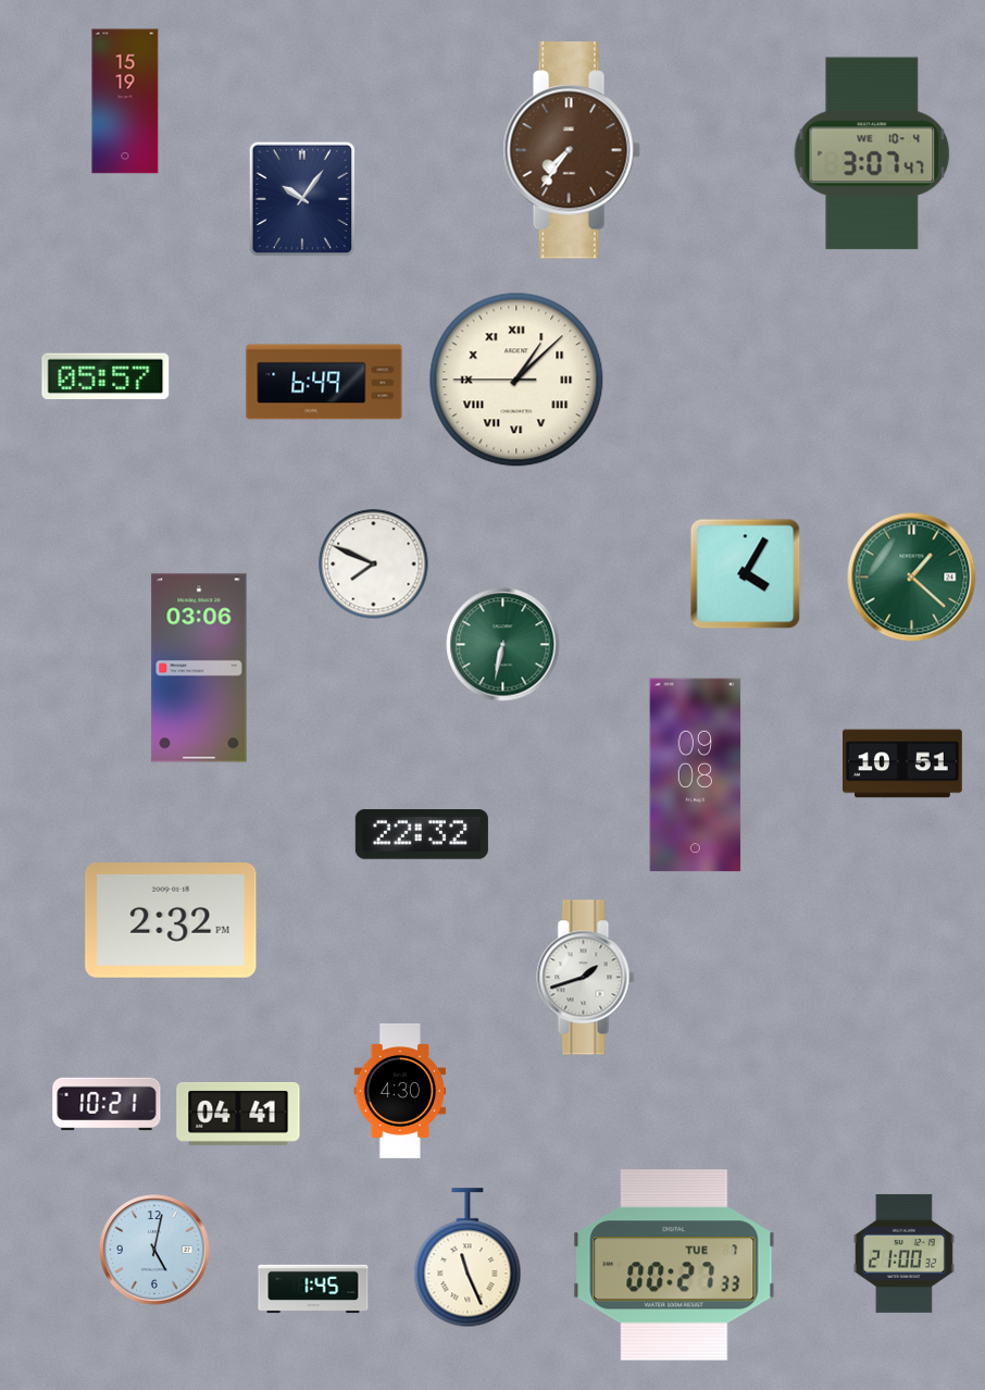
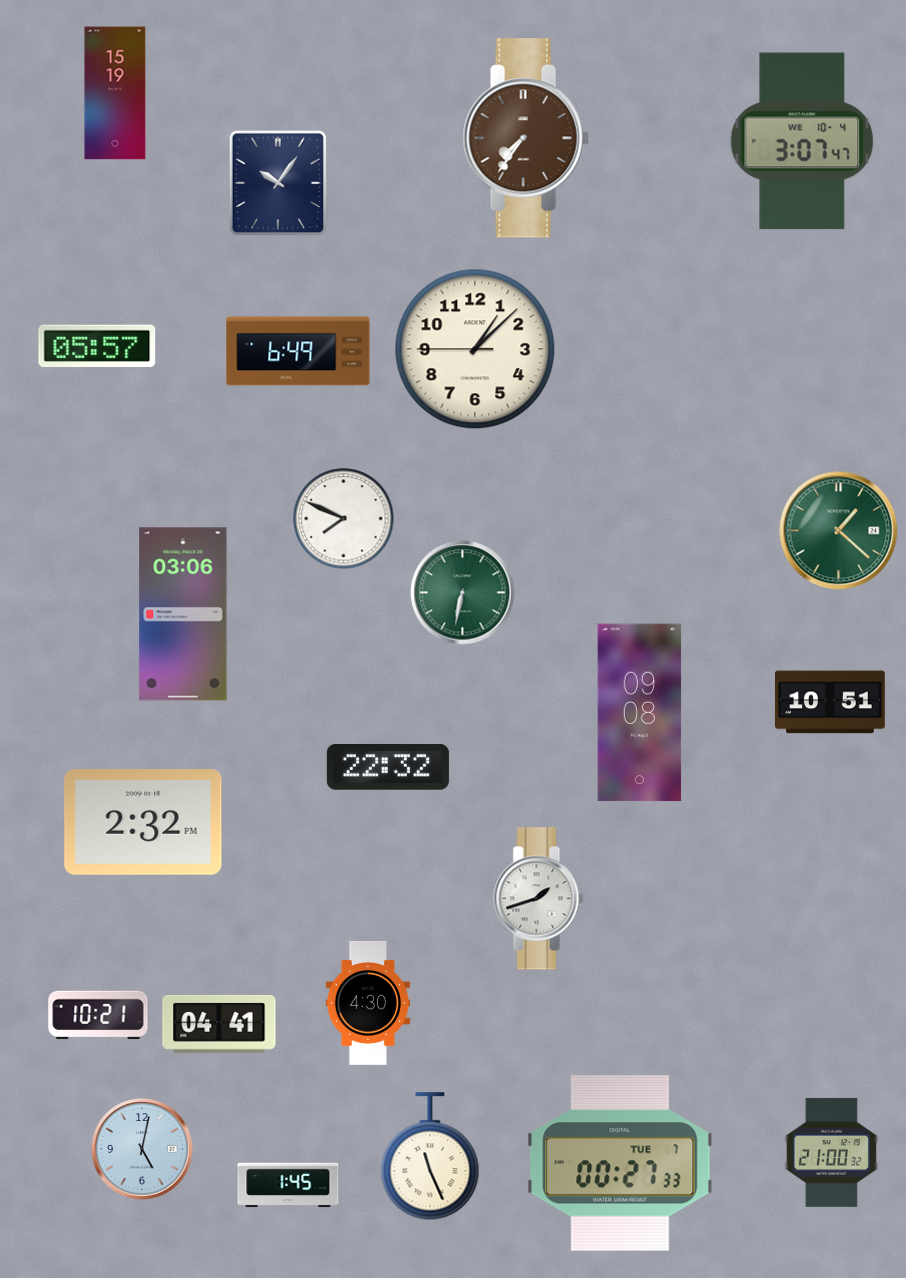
clock at (516, 380) numerals: Roman -> Arabic
clock at (746, 574): 4:05 -> none
clock at (171, 921) position: (171, 921) -> (143, 823)
